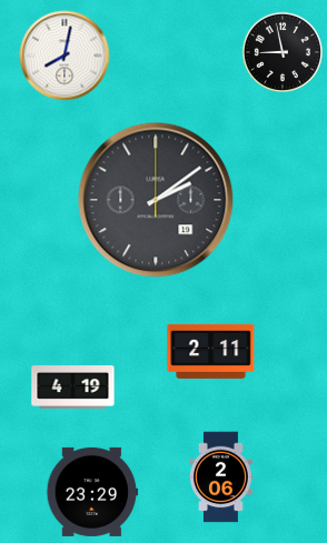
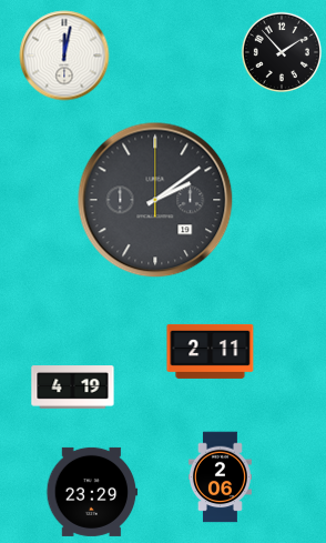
clock at (281, 51): 8:58 -> 1:53
clock at (65, 56): 8:02 -> 12:02
